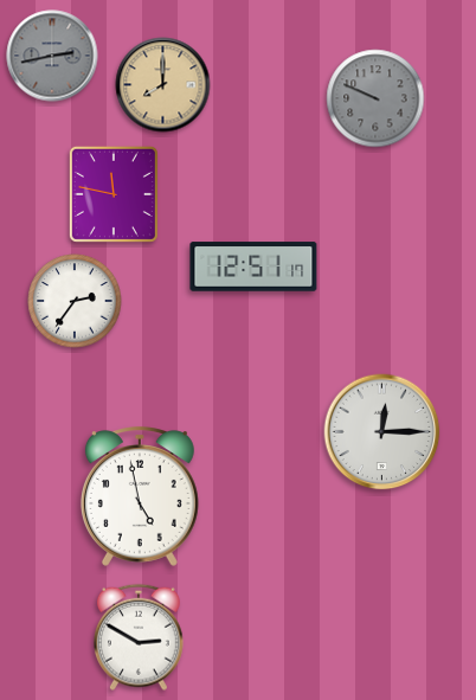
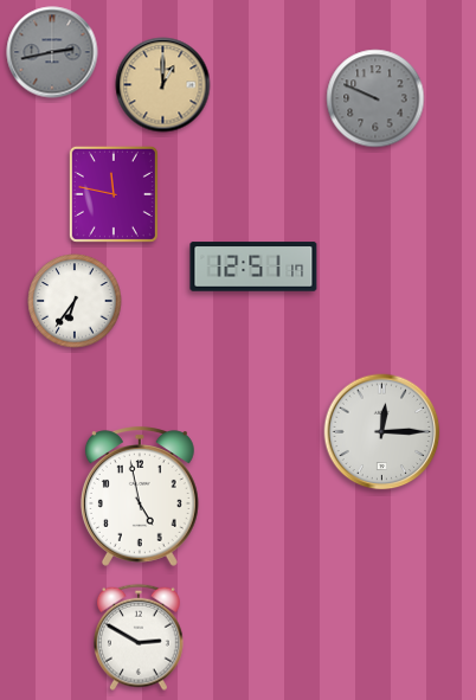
clock at (52, 56) position: (52, 56) -> (52, 52)
clock at (163, 85): 8:00 -> 1:00
clock at (75, 301): 2:36 -> 6:36
